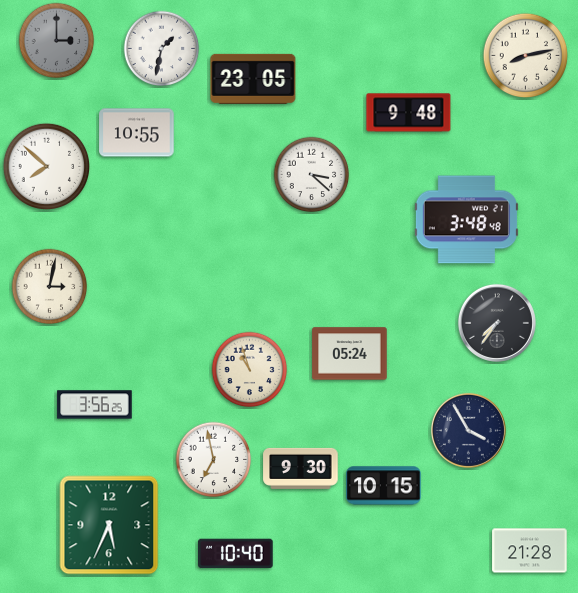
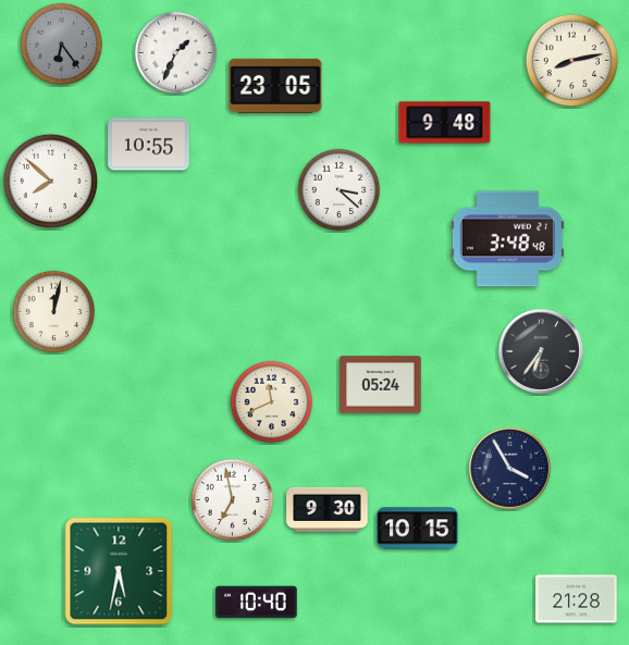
clock at (57, 41): 3:00 -> 6:24
clock at (162, 49): 1:32 -> 1:34
clock at (50, 287): 3:02 -> 12:02
clock at (497, 323): 7:36 -> 6:36
clock at (250, 370): 10:57 -> 11:41
clock at (95, 405): 3:56 -> none
clock at (109, 525): 5:34 -> 5:32
